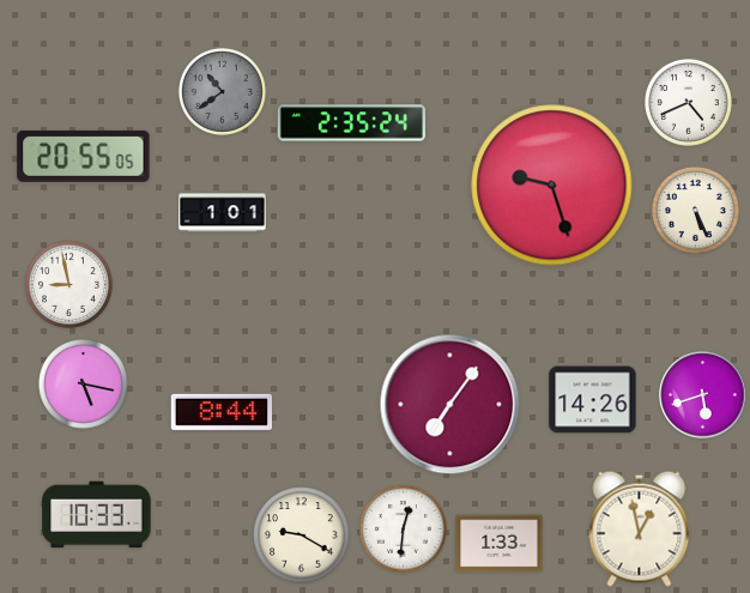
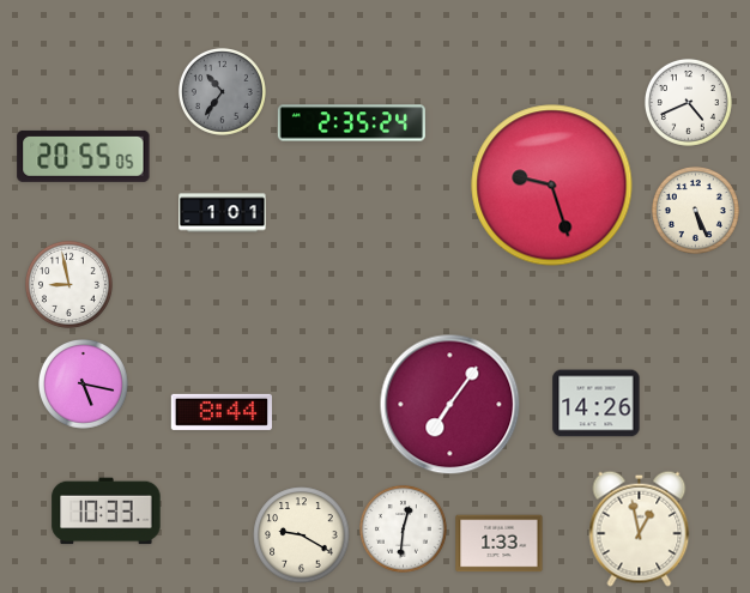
clock at (222, 91): 10:39 -> 10:36
clock at (703, 395): 5:42 -> none
clock at (593, 400) position: (593, 400) -> (597, 404)
clock at (97, 515) position: (97, 515) -> (107, 512)
